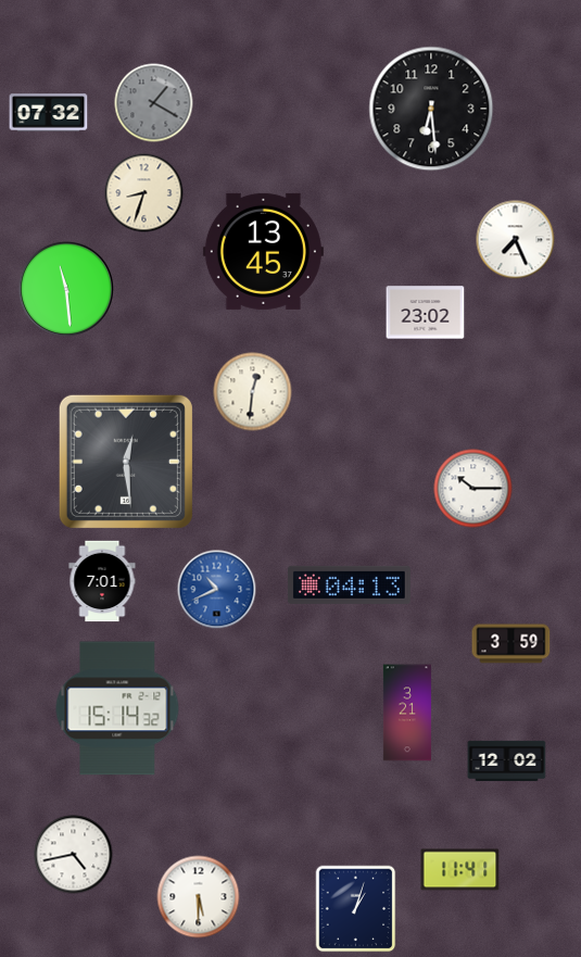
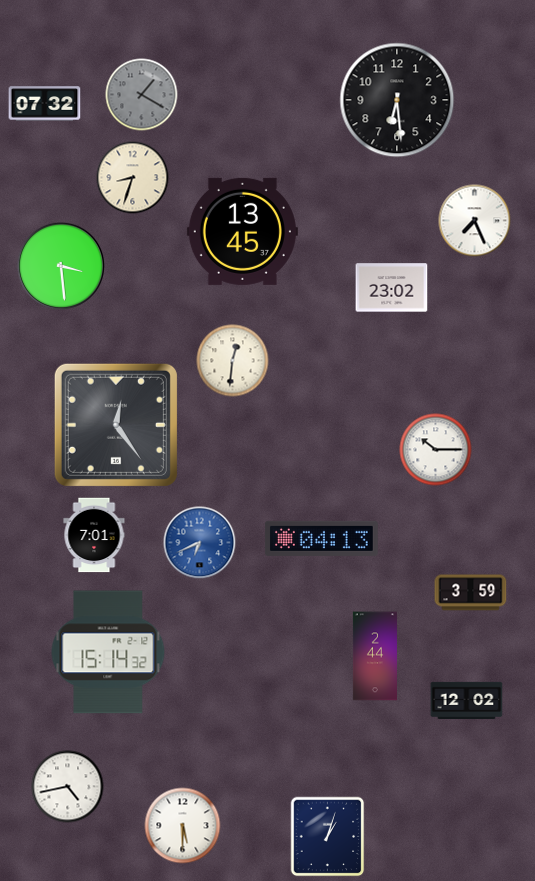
clock at (66, 289): 11:29 -> 3:29
clock at (126, 462): 12:29 -> 12:24
clock at (217, 590): 10:41 -> 6:41
clock at (407, 713): 3:21 -> 2:44
clock at (460, 870): 11:41 -> none
